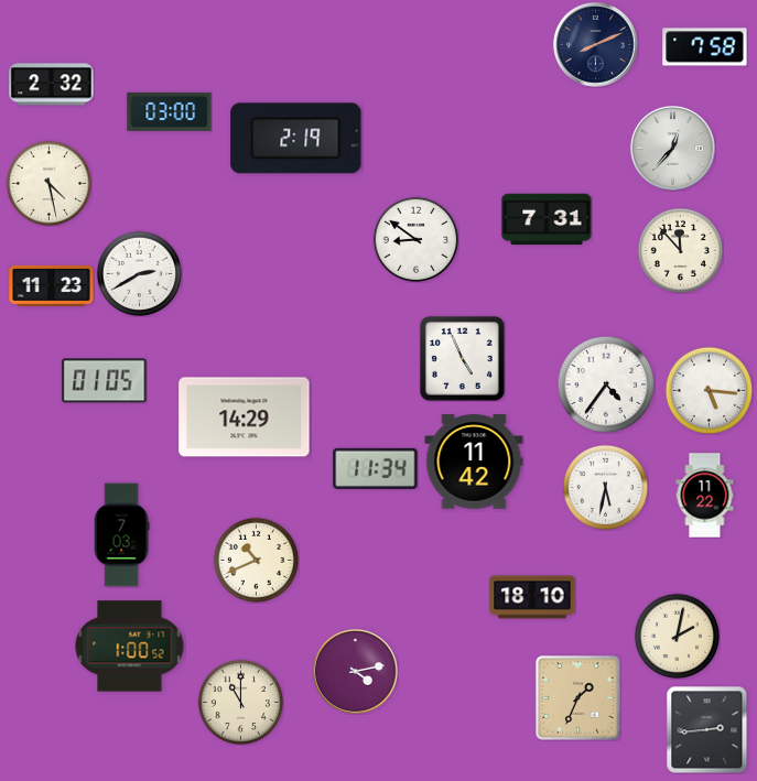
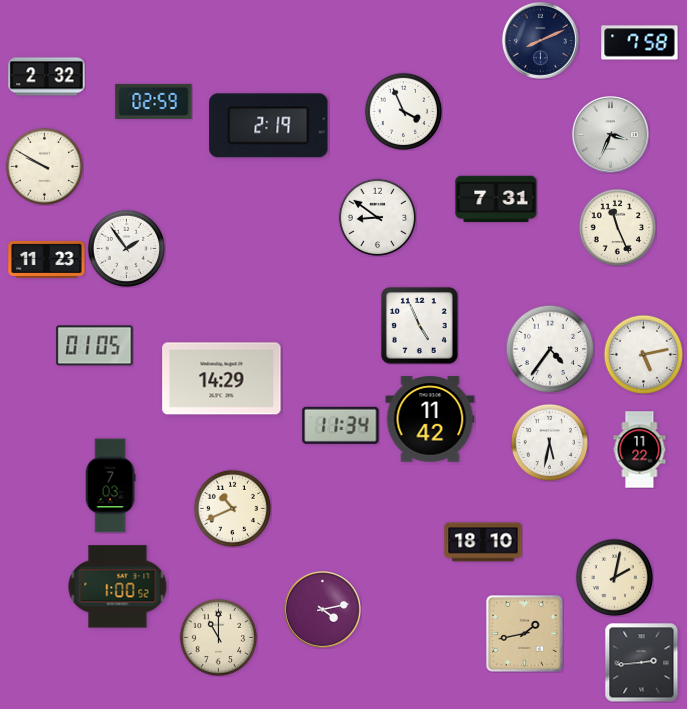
clock at (170, 111): 03:00 -> 02:59
clock at (403, 111): none -> 3:56
clock at (672, 148): 12:37 -> 3:34
clock at (48, 183): 4:28 -> 9:50
clock at (680, 250): 11:53 -> 11:26
clock at (139, 273): 2:40 -> 1:54
clock at (709, 390): 5:16 -> 5:13
clock at (578, 698): 1:34 -> 1:43
